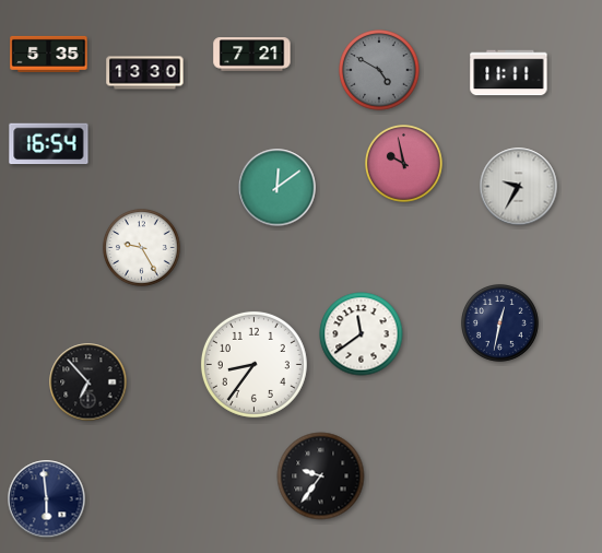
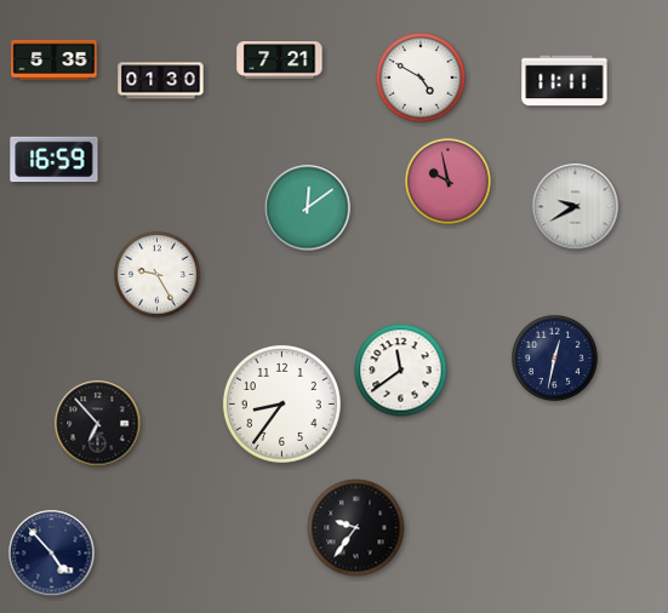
clock at (379, 70) dial: grey -> white
clock at (145, 73): 13:30 -> 01:30
clock at (49, 144): 16:54 -> 16:59
clock at (519, 187): 9:35 -> 9:40
clock at (47, 499): 5:59 -> 4:53
